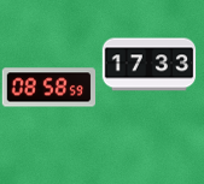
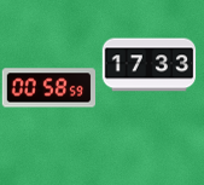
clock at (48, 88): 08:58 -> 00:58
